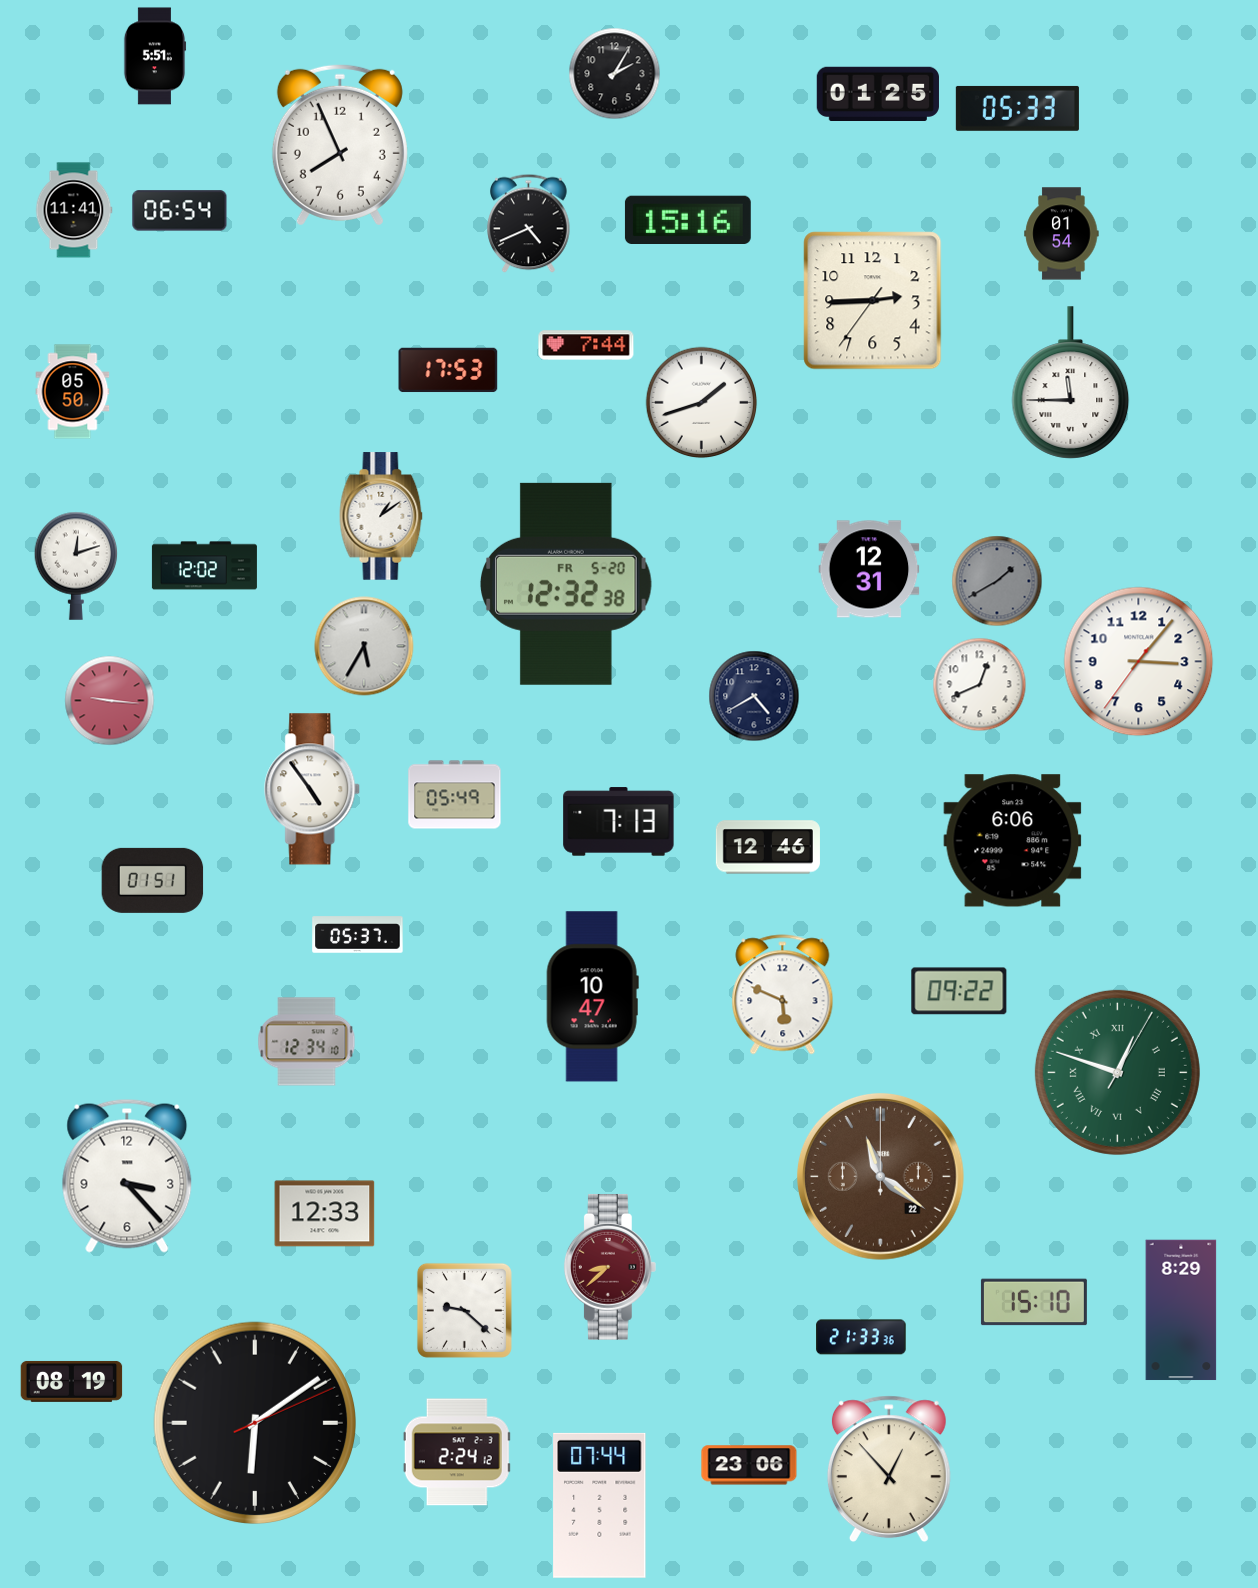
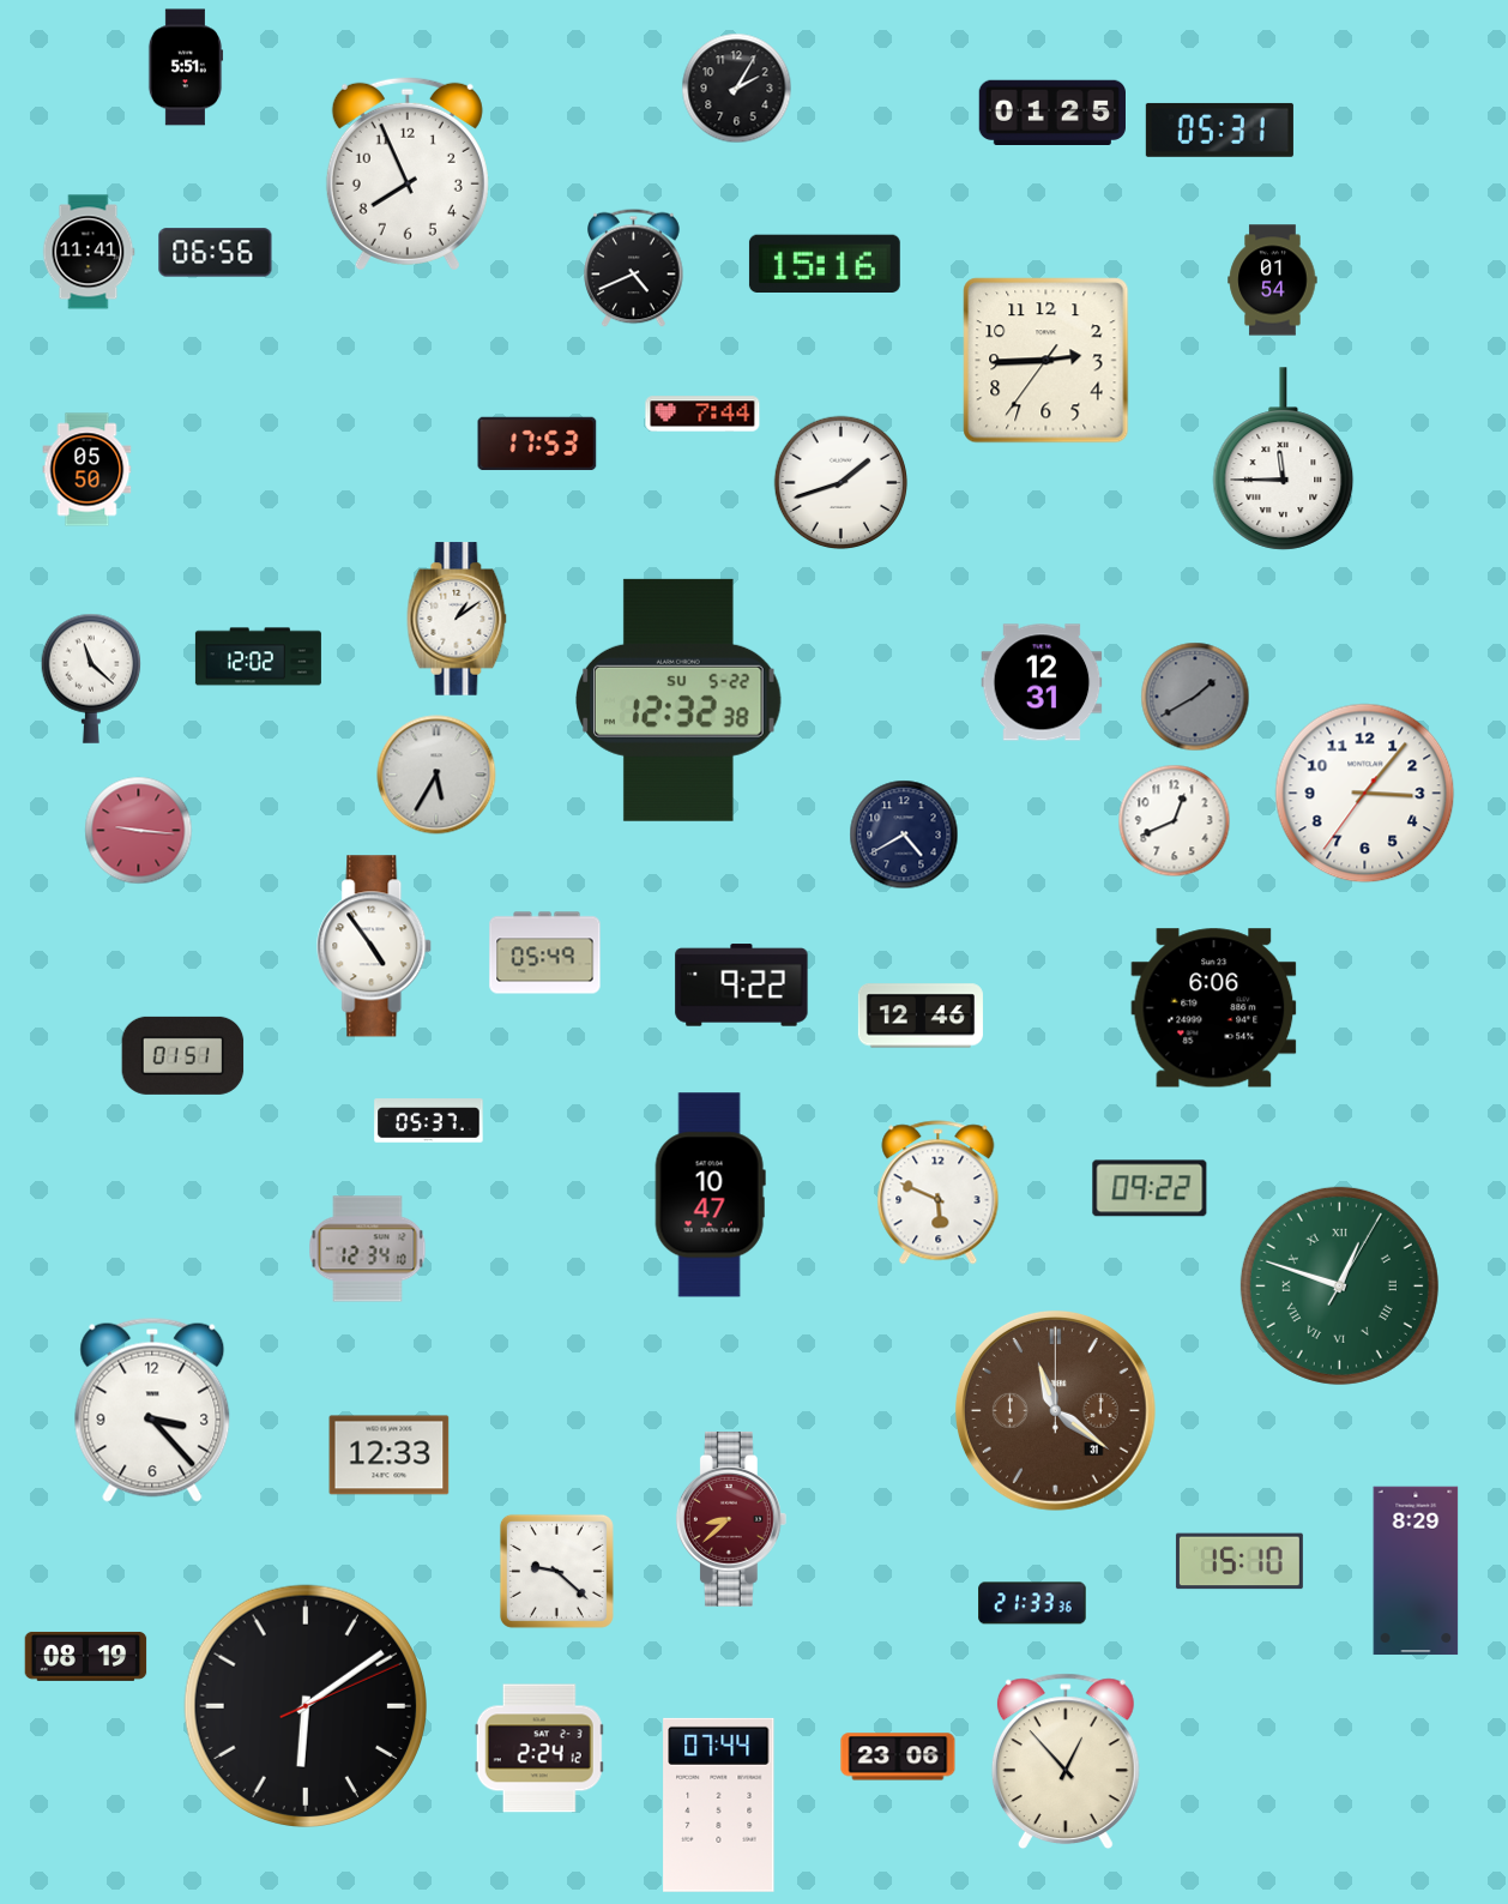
clock at (1017, 108): 05:33 -> 05:31
clock at (180, 211): 06:54 -> 06:56
clock at (76, 566): 12:12 -> 11:22
clock at (204, 566) position: (204, 566) -> (258, 657)
clock at (567, 584) date: FR 5-20 -> SU 5-22
clock at (110, 701) position: (110, 701) -> (139, 831)
clock at (619, 822): 7:13 -> 9:22
clock at (880, 1176) date: 22 -> 31
clock at (457, 1452) position: (457, 1452) -> (539, 1748)
